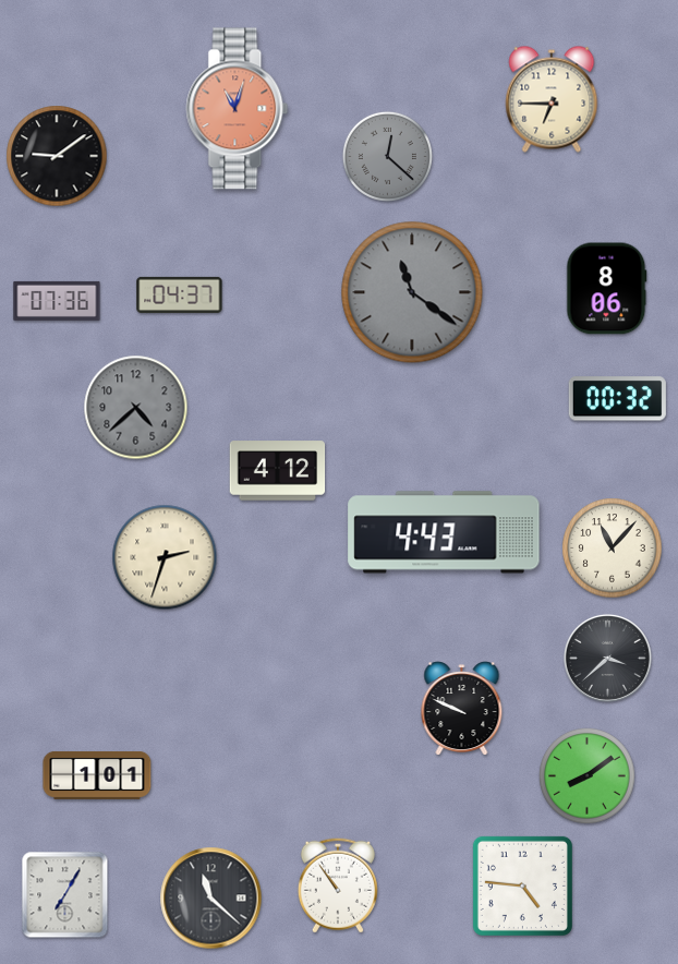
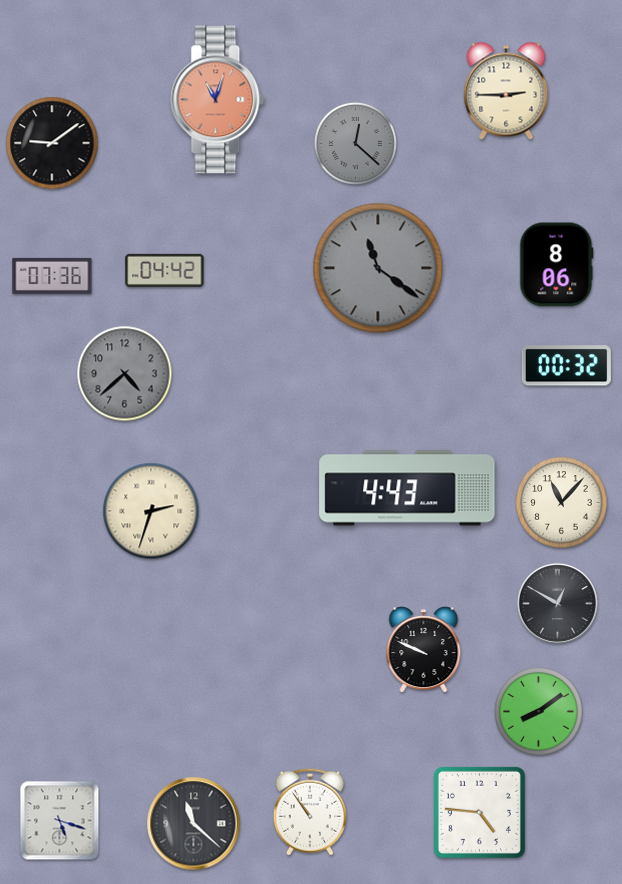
clock at (552, 99): 6:45 -> 2:45
clock at (180, 294): 04:37 -> 04:42
clock at (278, 471): 4:12 -> none
clock at (607, 658): 3:38 -> 12:50
clock at (97, 775): 1:01 -> none
clock at (65, 895): 7:05 -> 5:18
